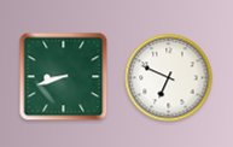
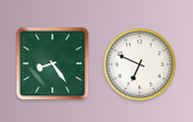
clock at (64, 77): 8:42 -> 8:24
